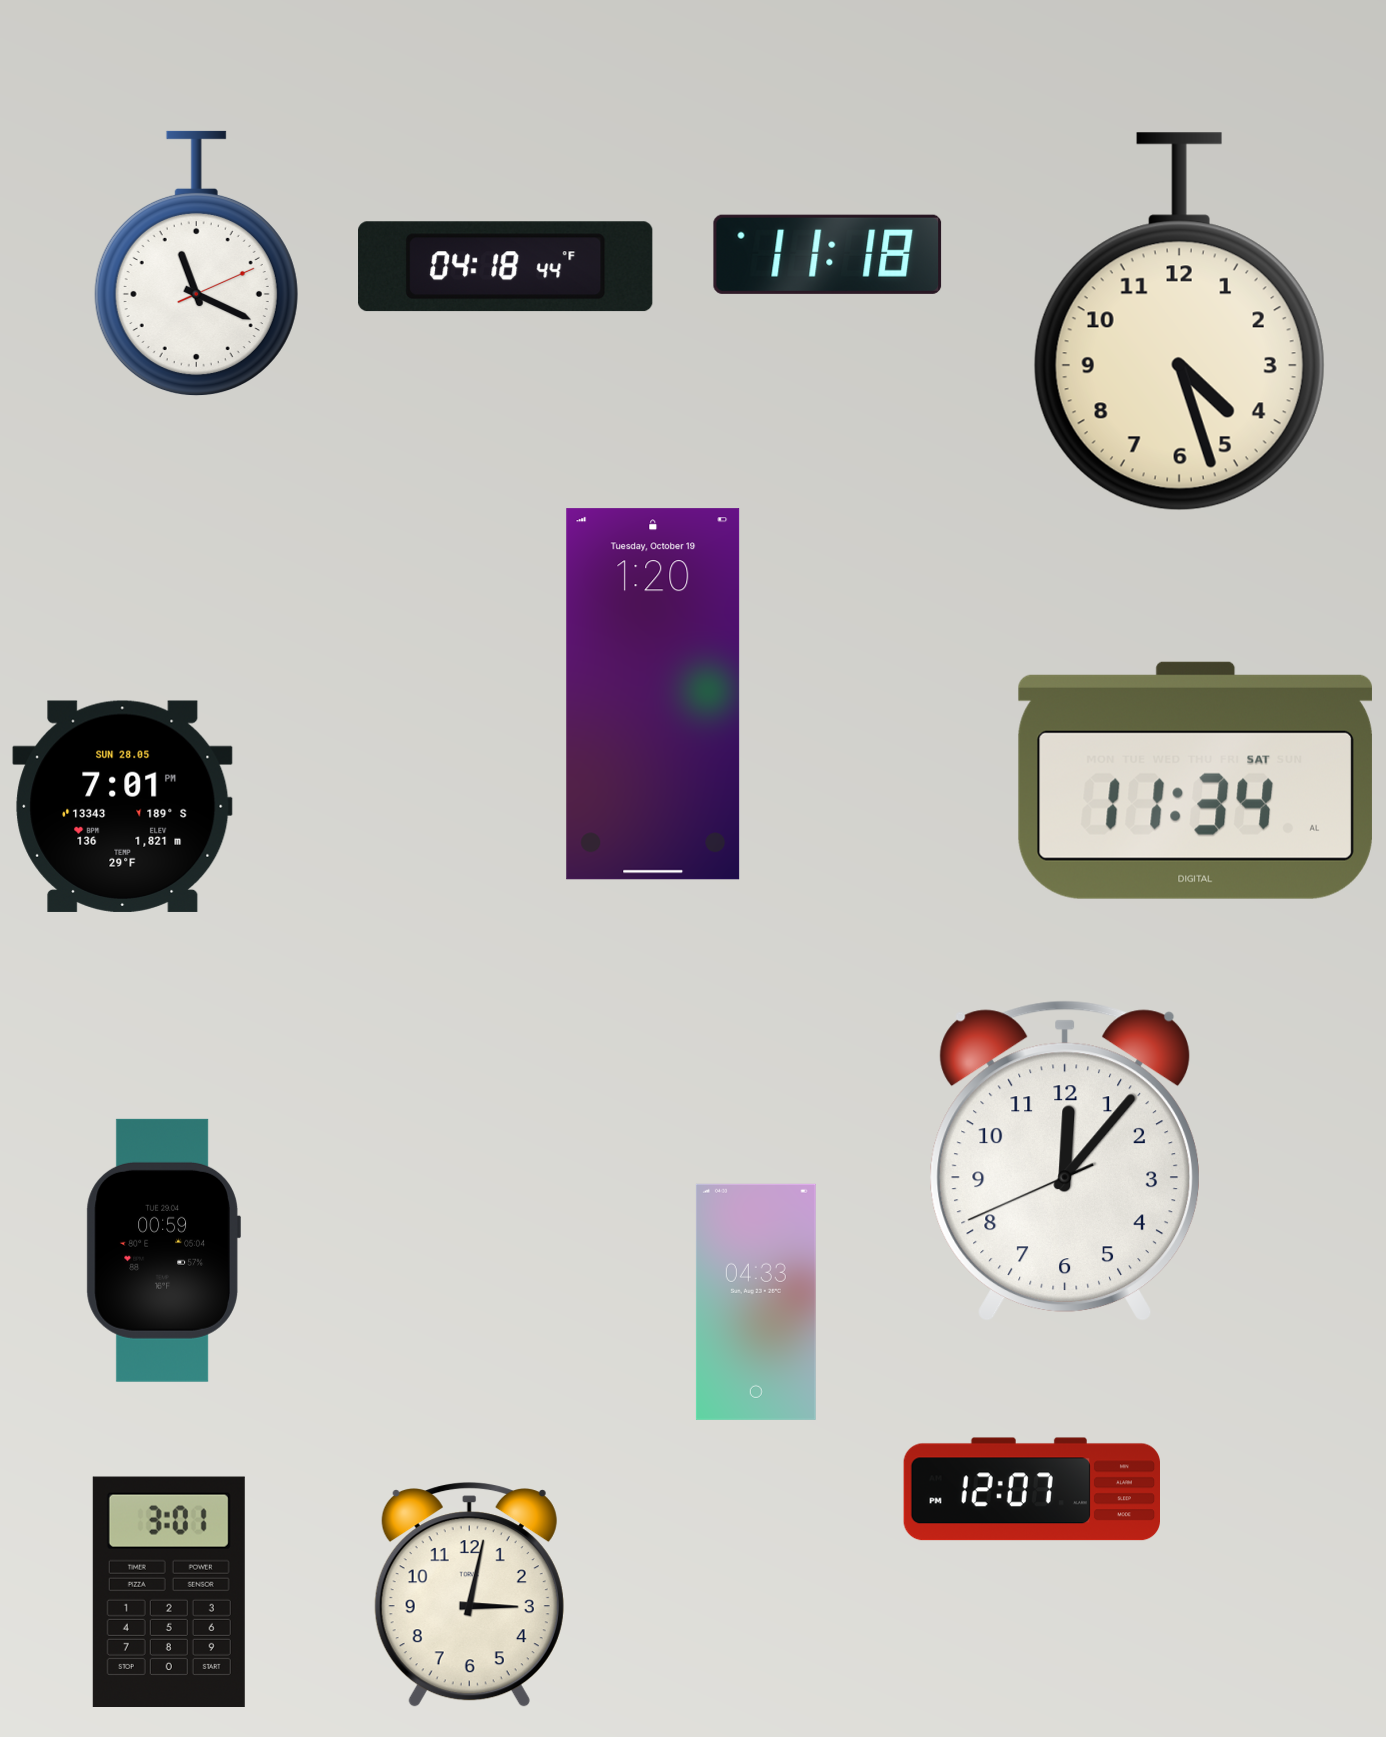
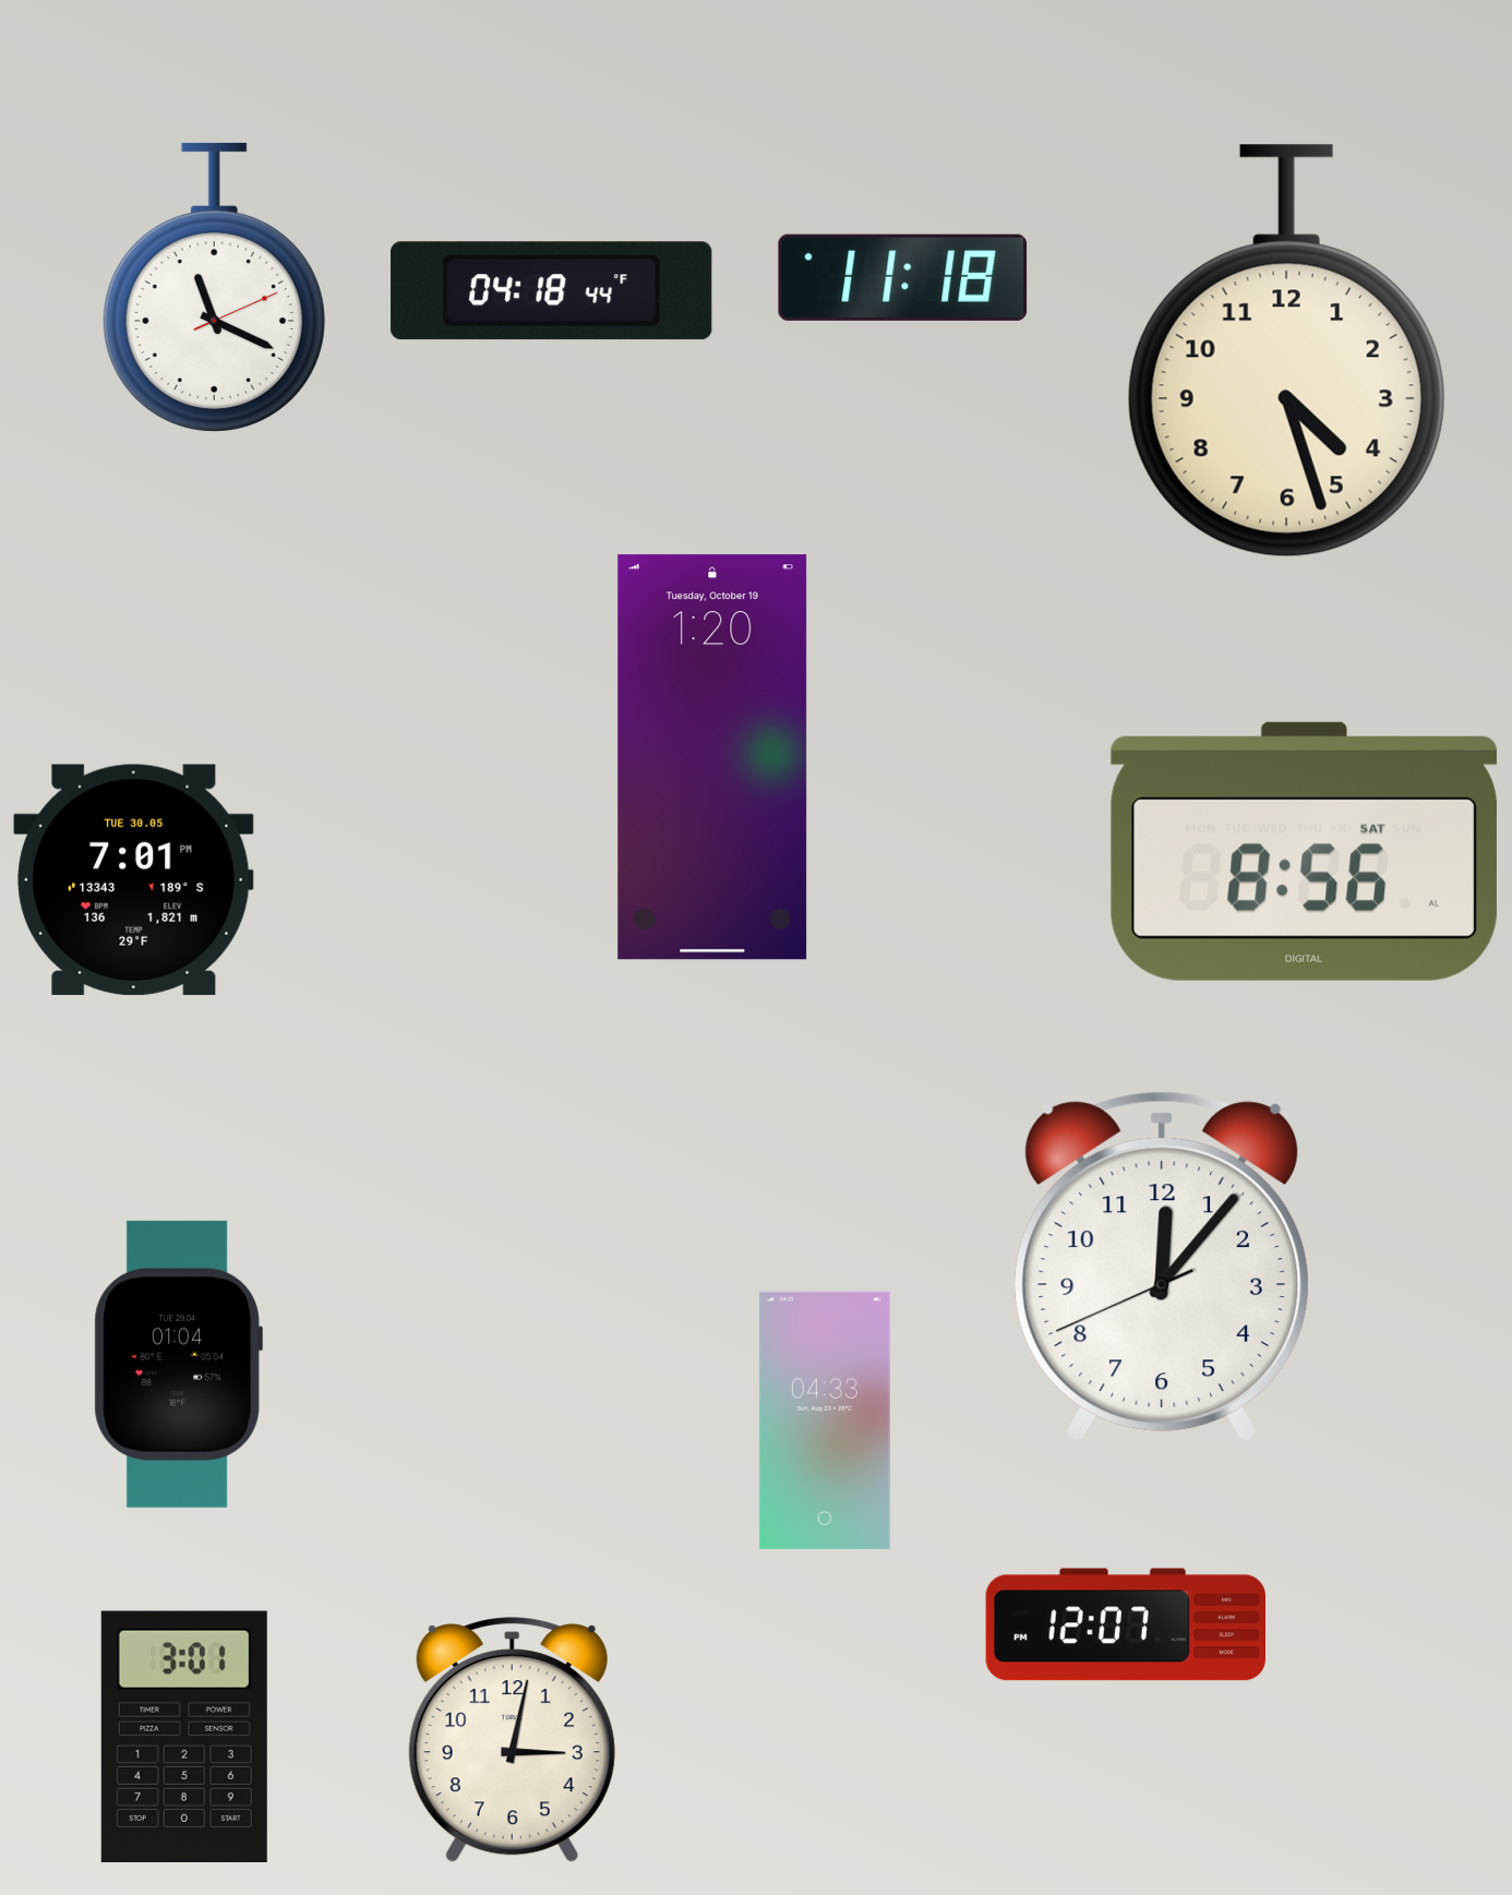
clock at (1195, 780): 11:34 -> 8:56
clock at (123, 806) date: SUN 28.05 -> TUE 30.05
clock at (163, 1250): 00:59 -> 01:04
